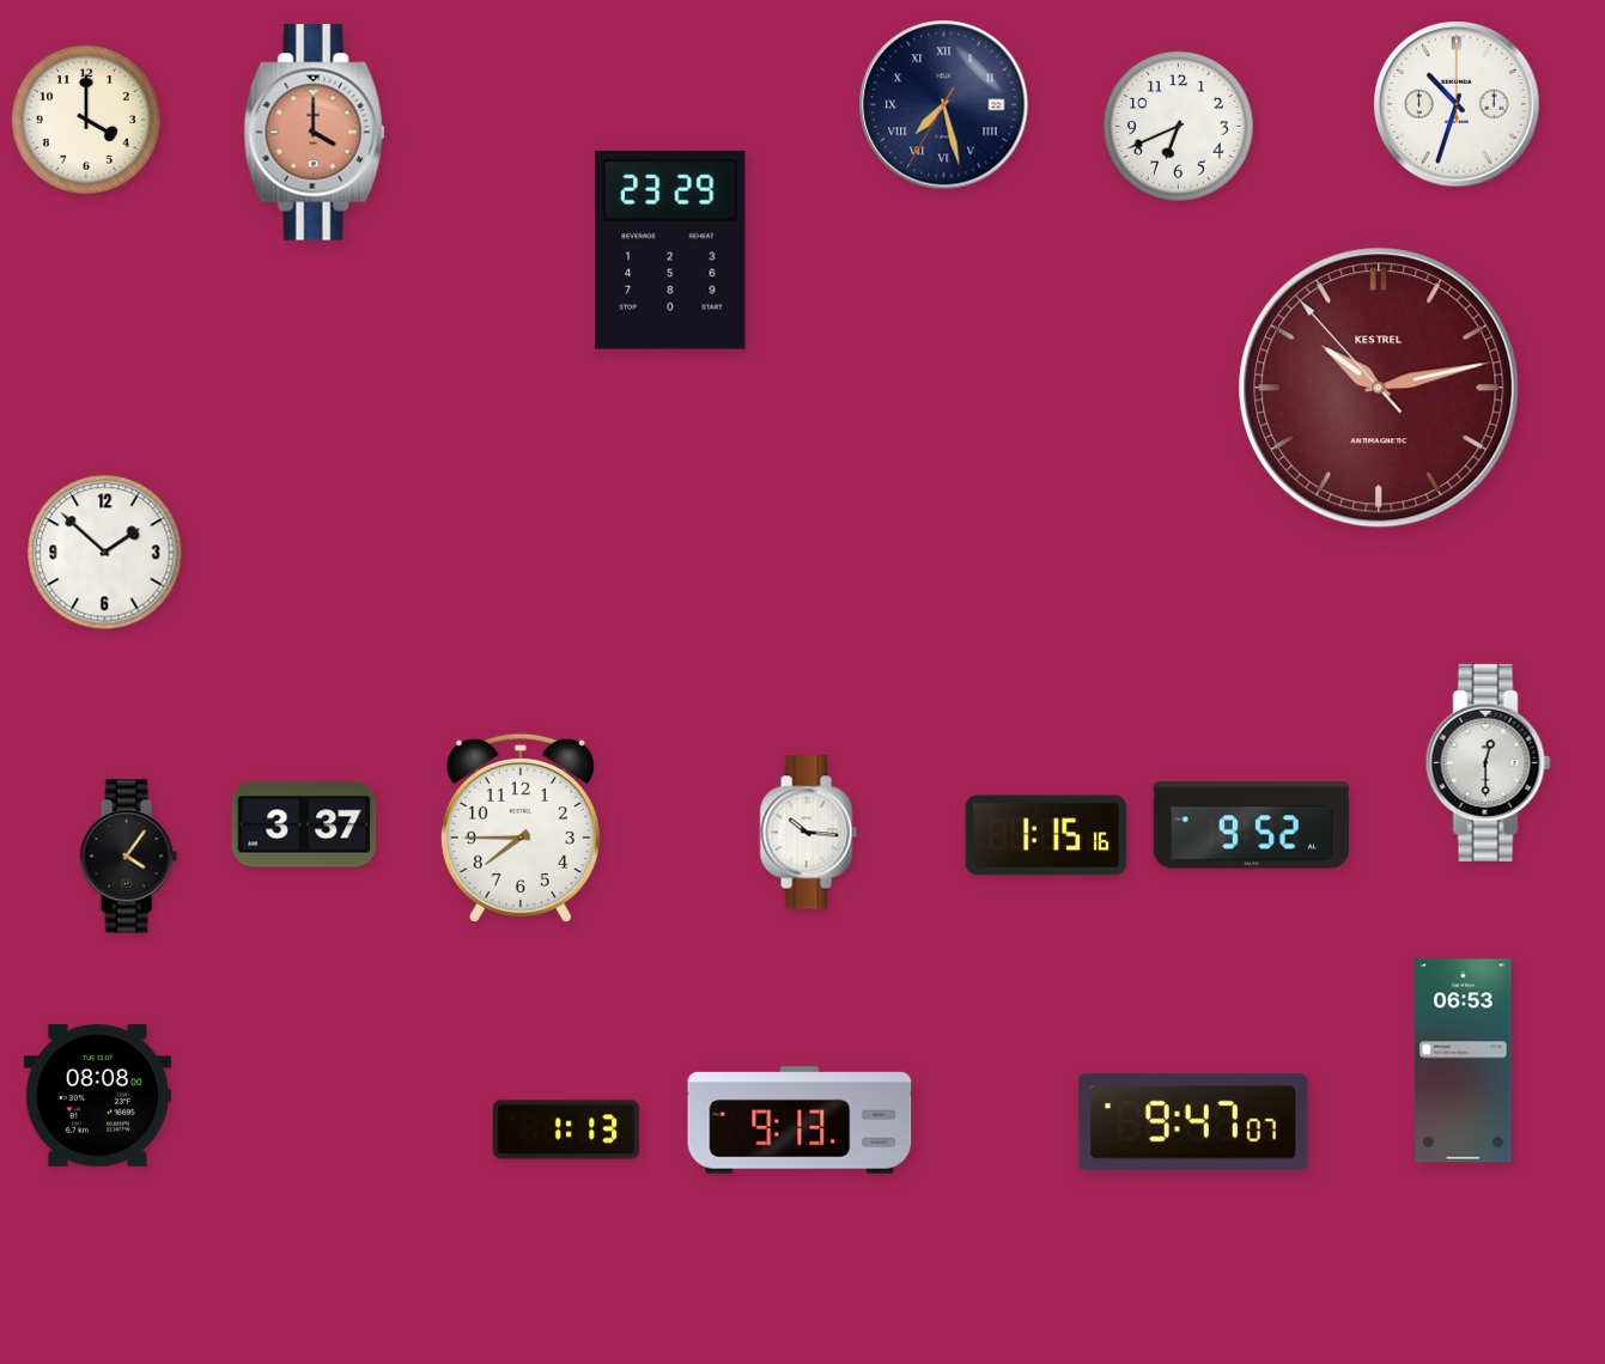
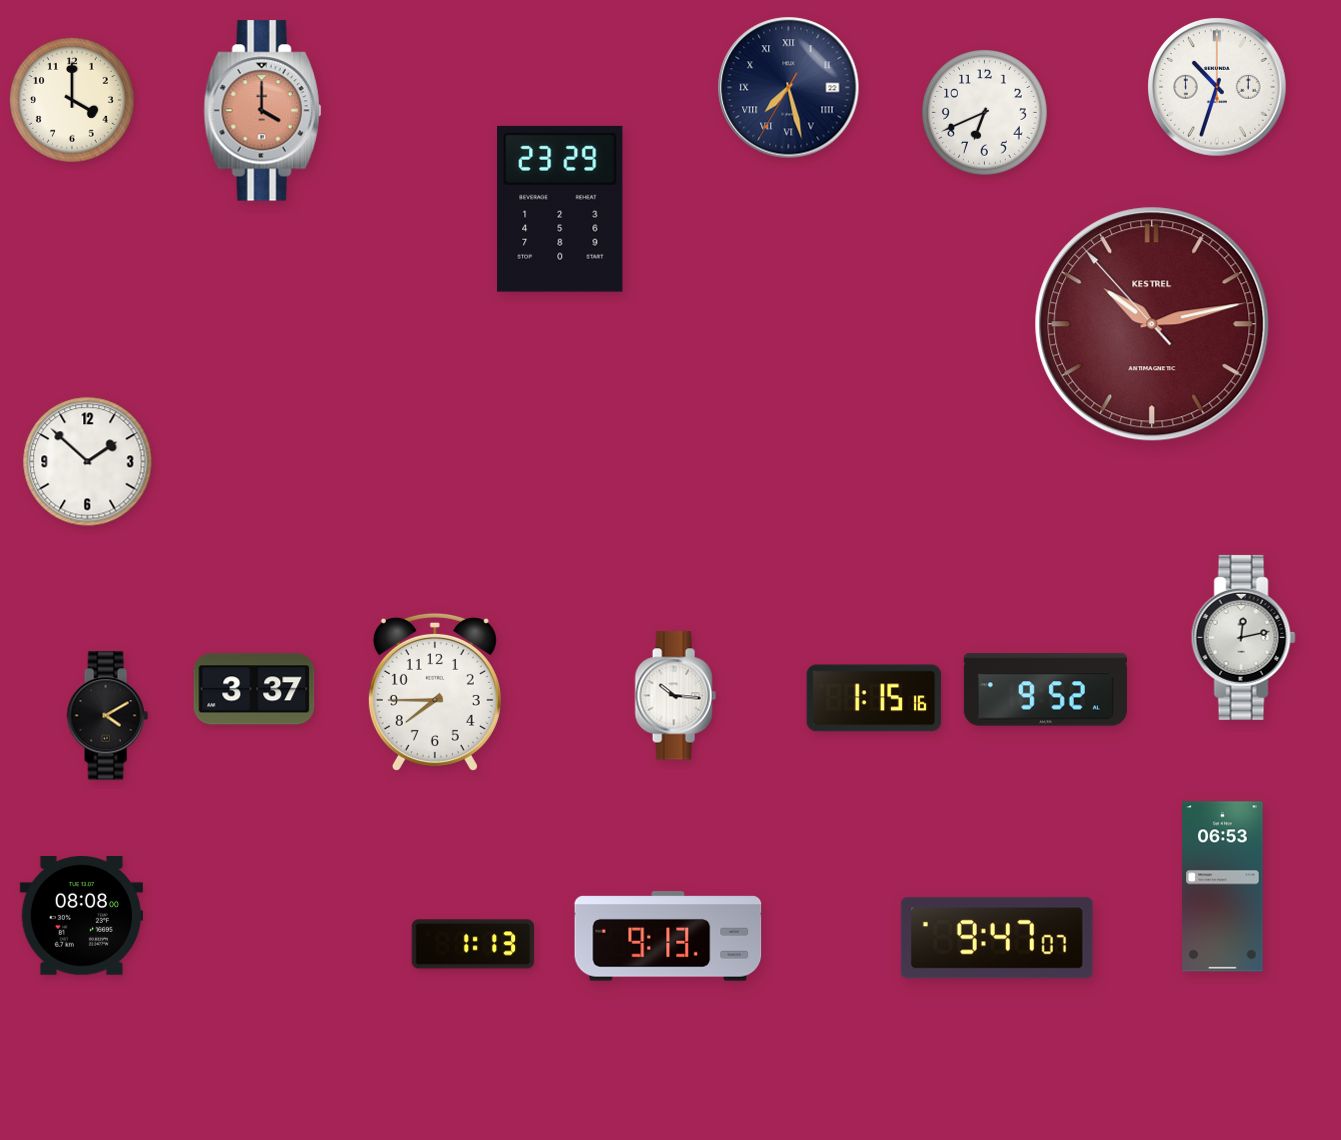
clock at (1179, 127) position: (1179, 127) -> (985, 113)
clock at (1488, 762): 12:30 -> 12:13
clock at (128, 857): 4:06 -> 4:10
